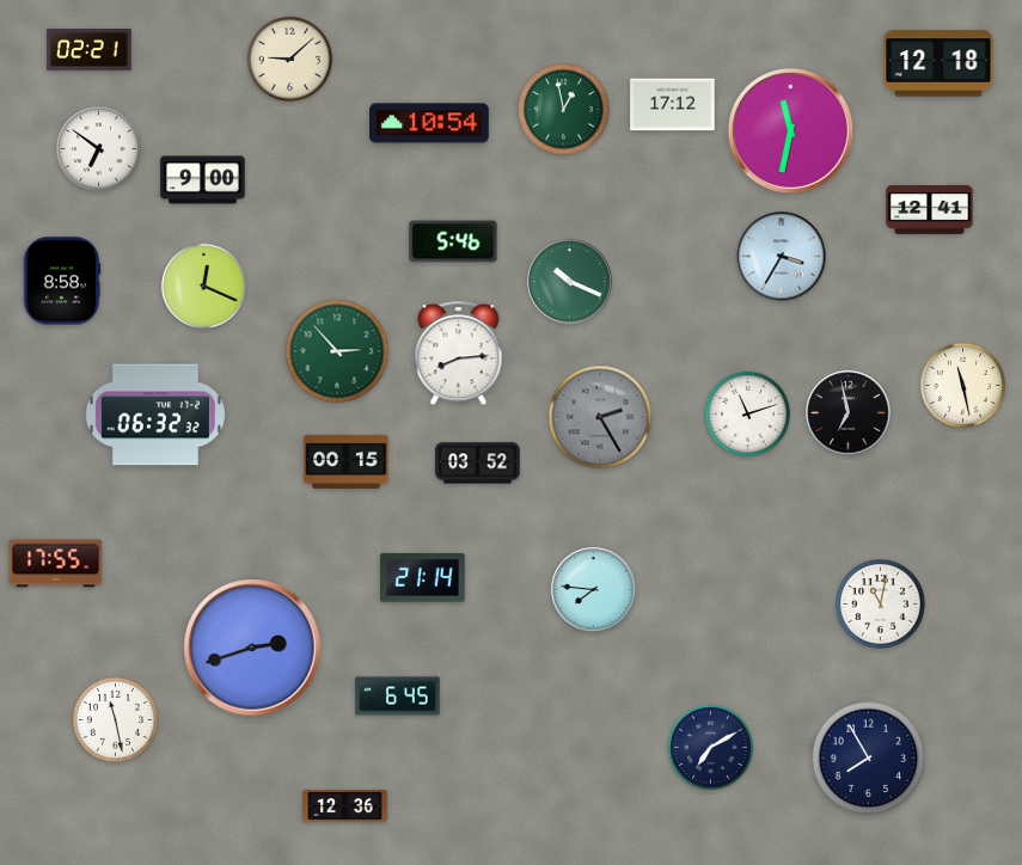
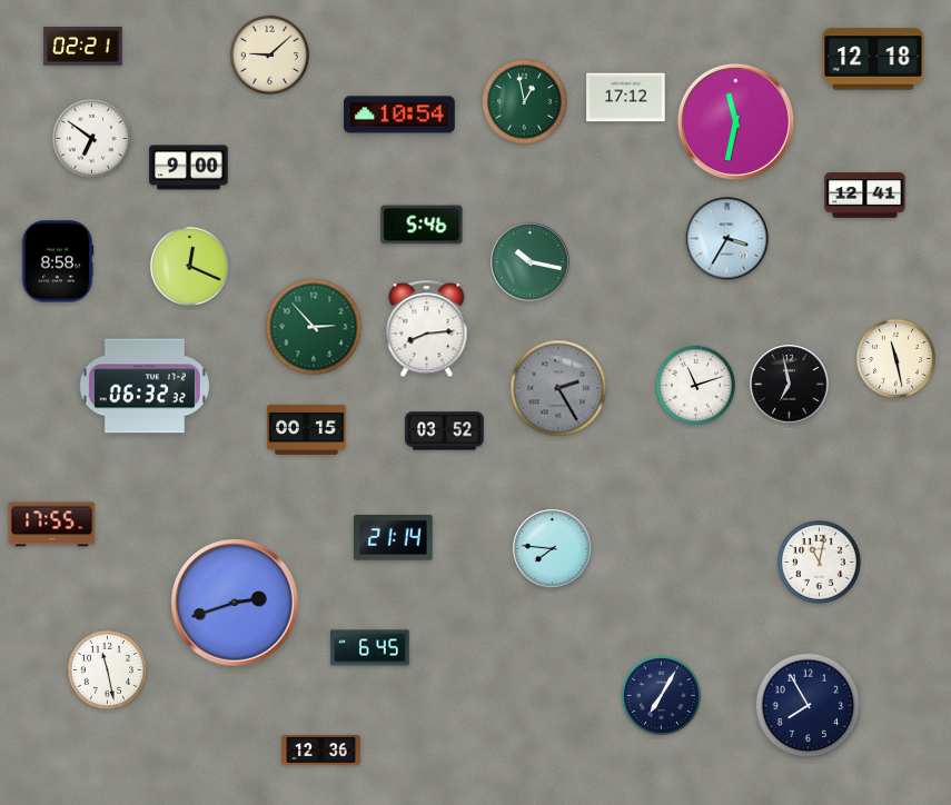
clock at (570, 282): 10:19 -> 10:17
clock at (347, 461) position: (347, 461) -> (307, 429)
clock at (710, 747): 7:10 -> 7:05
